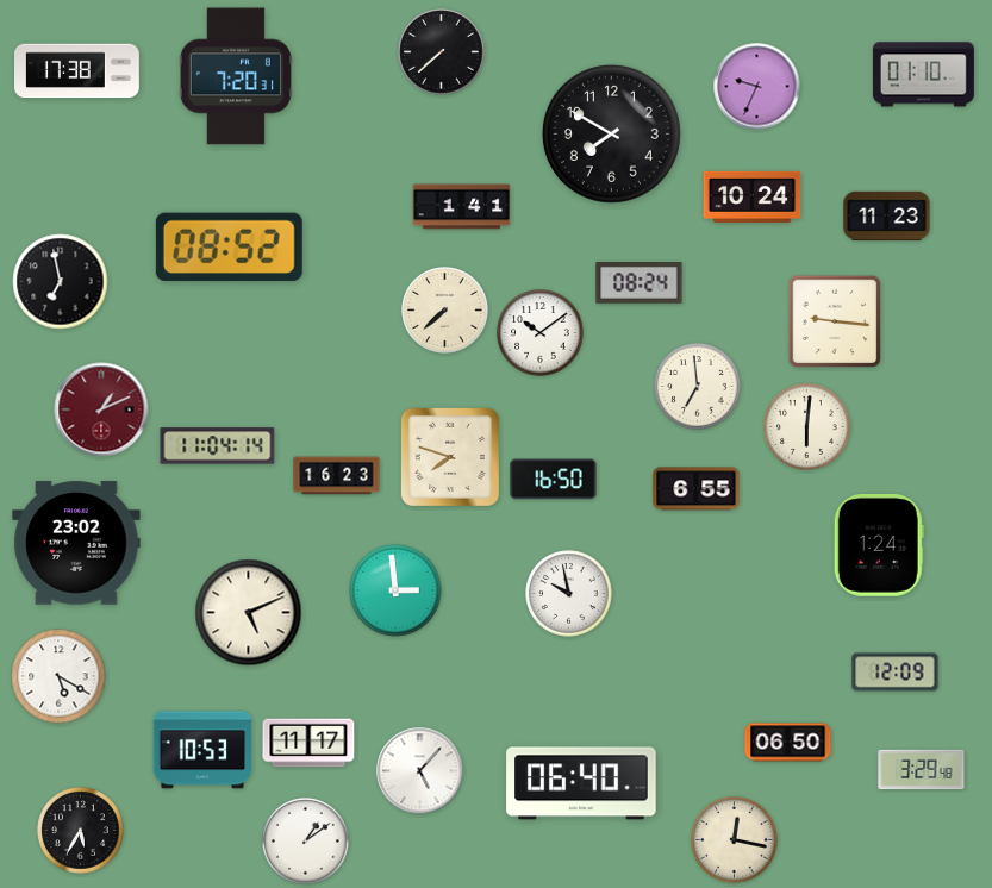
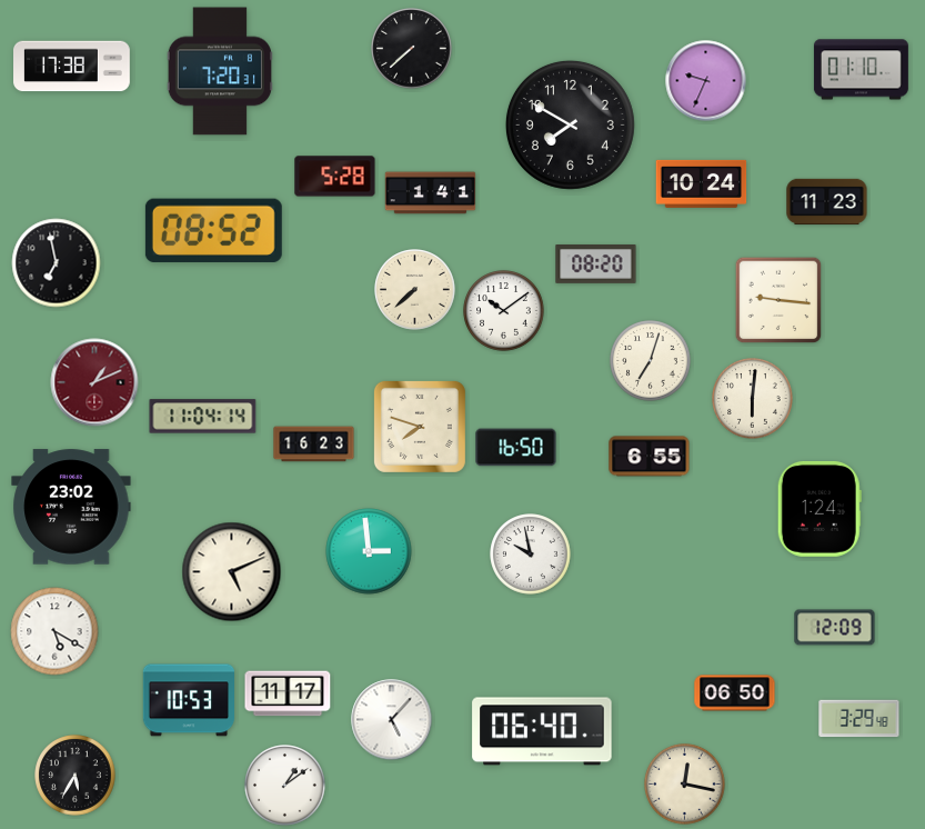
clock at (335, 177): none -> 5:28
clock at (640, 283): 08:24 -> 08:20
clock at (698, 387): 6:59 -> 7:03
